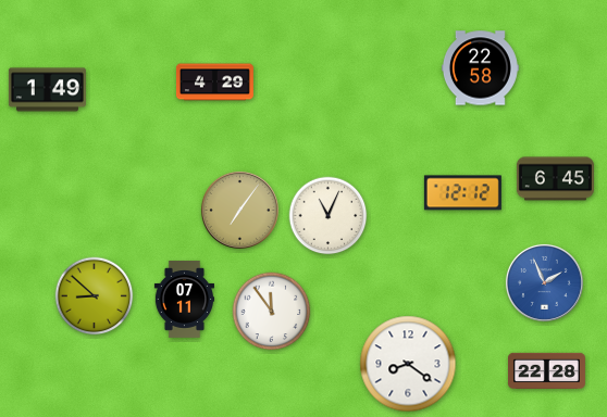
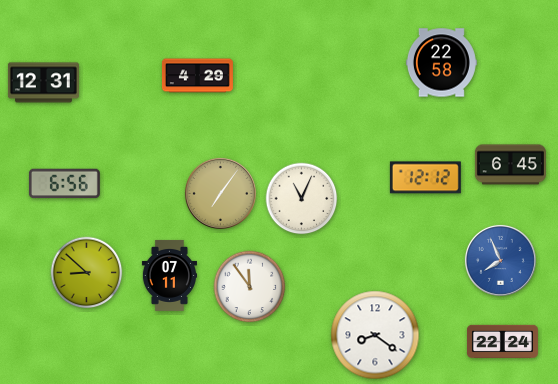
clock at (47, 90): 1:49 -> 12:31
clock at (64, 184): none -> 6:56
clock at (544, 282): 1:56 -> 7:56
clock at (546, 370): 22:28 -> 22:24
